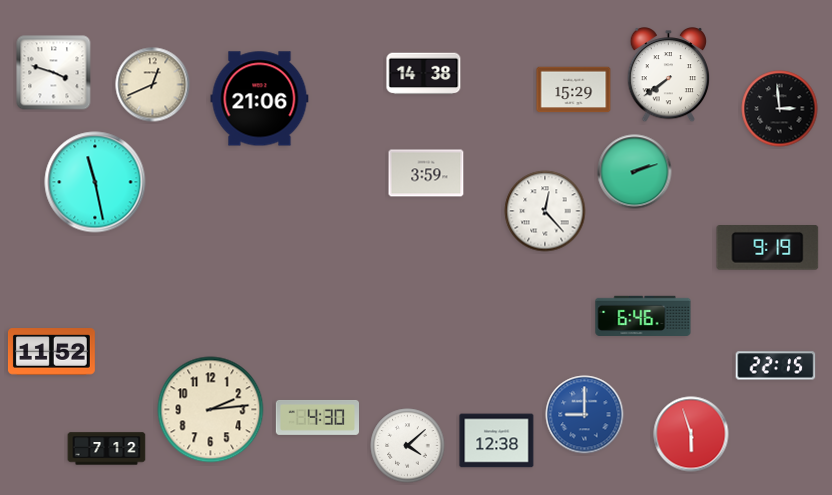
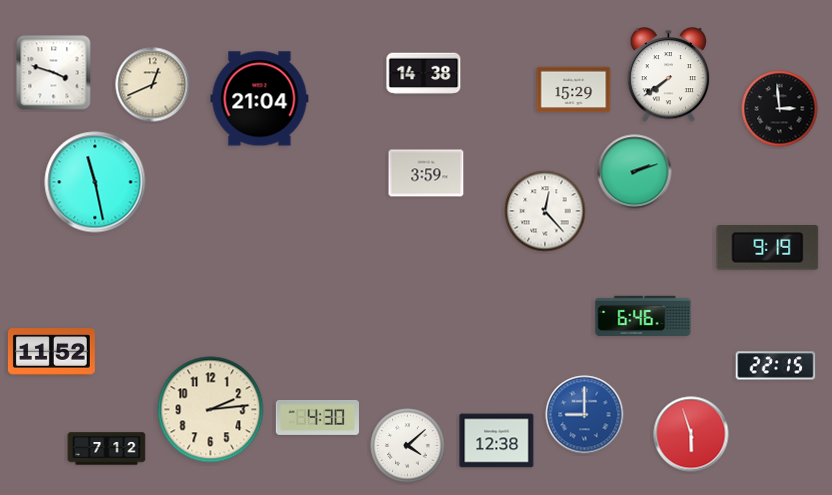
clock at (260, 99): 21:06 -> 21:04
